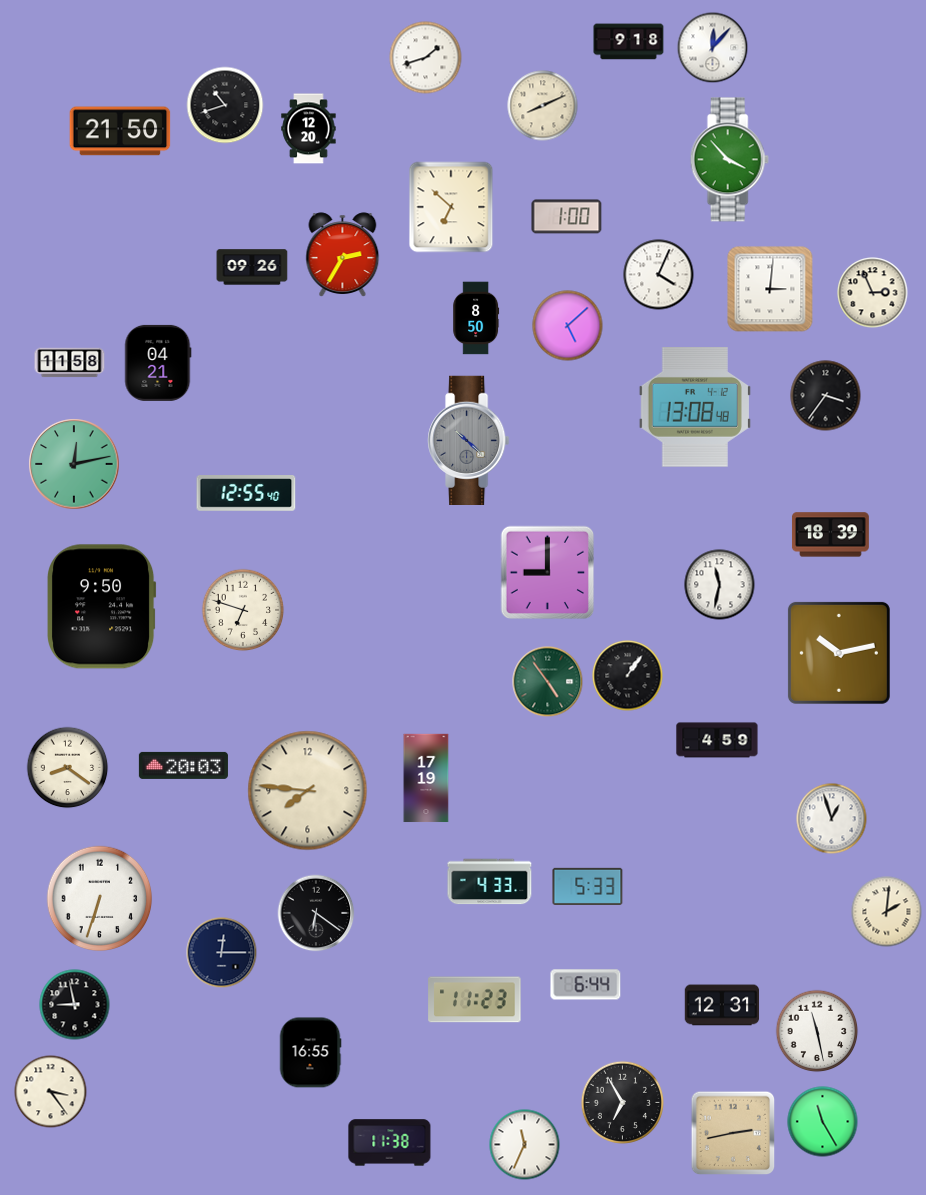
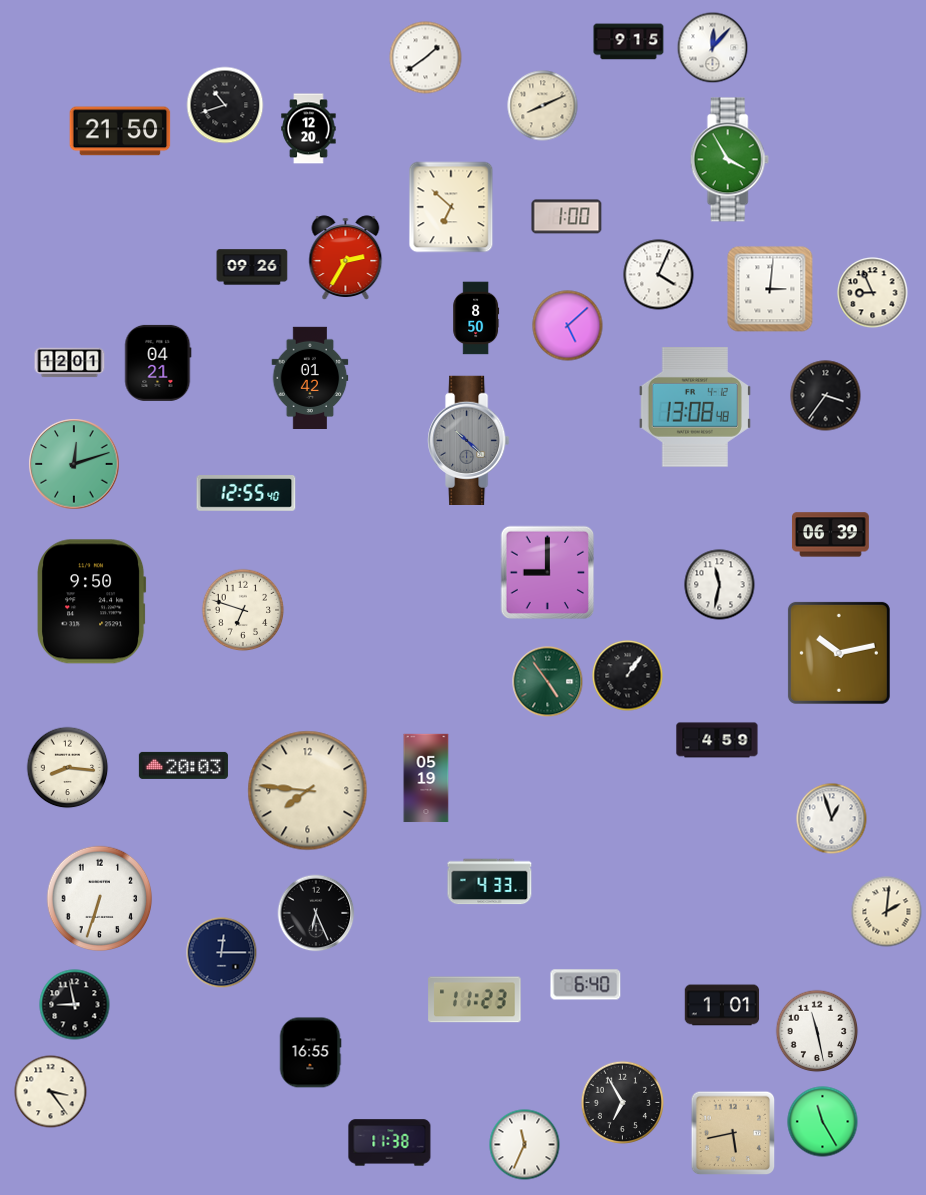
clock at (629, 42): 9:18 -> 9:15
clock at (426, 58): 1:42 -> 1:39
clock at (729, 160): 3:53 -> 3:55
clock at (343, 255) position: (343, 255) -> (346, 258)
clock at (873, 293): 2:56 -> 8:56
clock at (70, 363): 11:58 -> 12:01
clock at (310, 377): none -> 01:42
clock at (74, 464): 12:13 -> 12:12
clock at (830, 535): 18:39 -> 06:39
clock at (102, 607) position: (102, 607) -> (92, 602)
clock at (68, 768): 8:21 -> 8:16
clock at (426, 778): 17:19 -> 05:19
clock at (588, 886): 5:33 -> none
clock at (316, 913): 6:21 -> 6:26
clock at (586, 985): 6:44 -> 6:40
clock at (722, 1005): 12:31 -> 1:01
clock at (733, 1133): 2:43 -> 5:43
